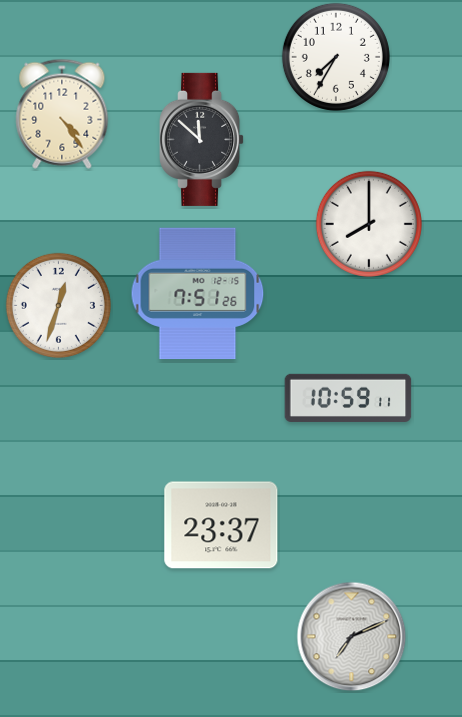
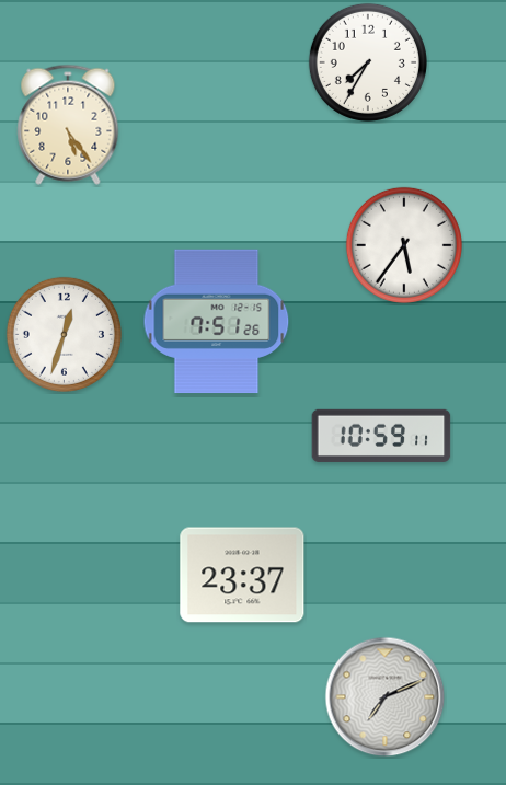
clock at (62, 114): 4:24 -> 5:24
clock at (202, 139): 11:52 -> none
clock at (369, 224): 8:00 -> 5:36
